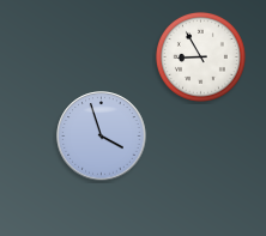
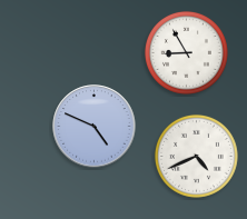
clock at (102, 137): 3:57 -> 4:49
clock at (196, 156): none -> 4:41
